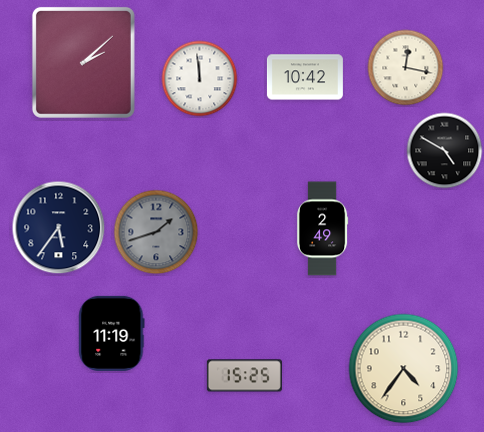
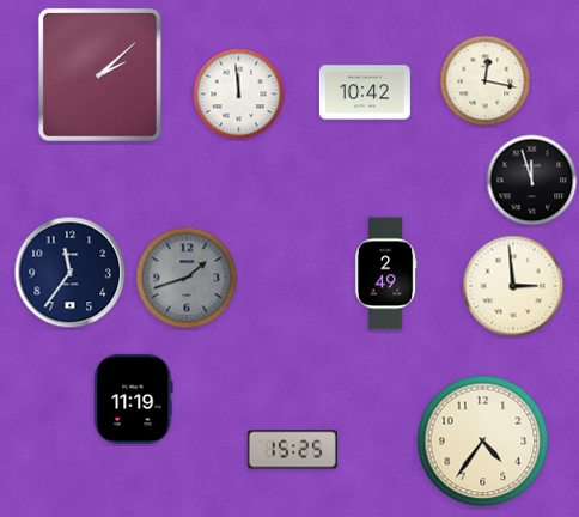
clock at (445, 151): 4:50 -> 11:57
clock at (59, 228): 5:36 -> 11:36
clock at (513, 286): none -> 2:59
